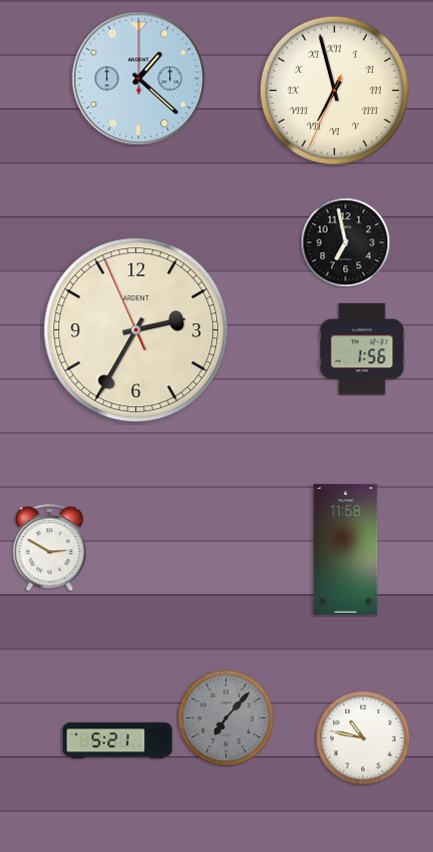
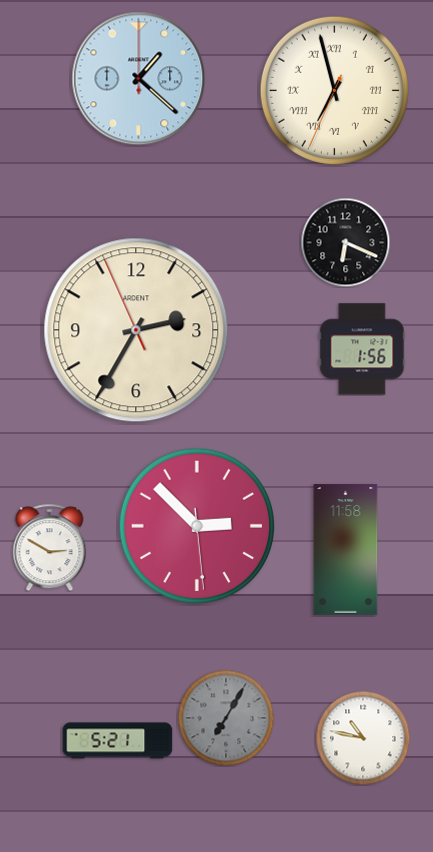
clock at (345, 242): 6:58 -> 6:19
clock at (196, 525): none -> 2:52
clock at (226, 718): 7:07 -> 7:05
